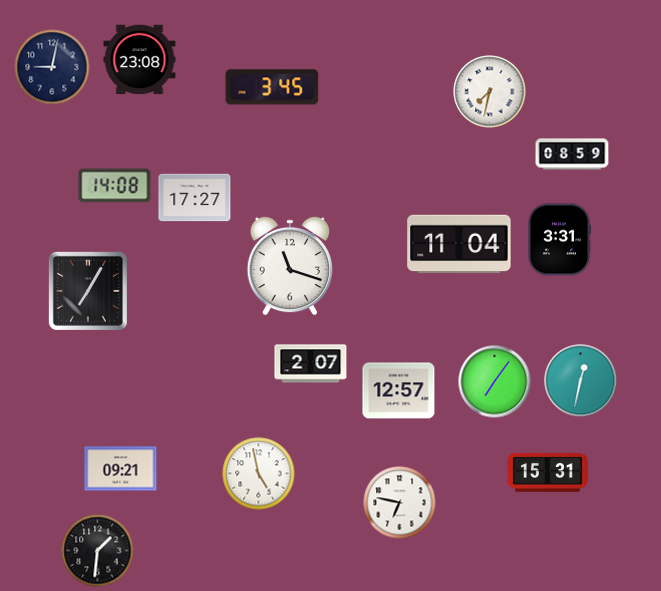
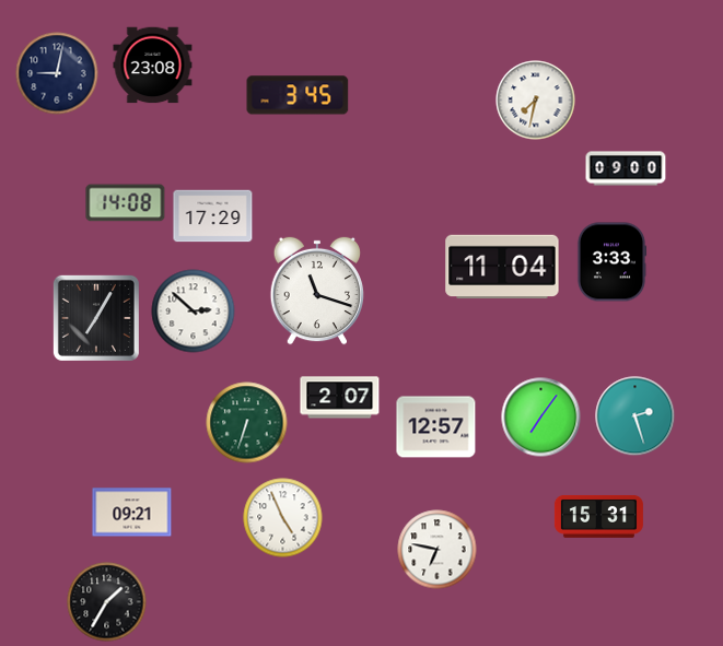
clock at (572, 154): 08:59 -> 09:00
clock at (195, 198): 17:27 -> 17:29
clock at (559, 240): 3:31 -> 3:33
clock at (194, 312): none -> 2:52
clock at (581, 381): 12:32 -> 2:27
clock at (247, 423): none -> 6:33
clock at (259, 474): 4:58 -> 4:56
clock at (98, 551): 1:31 -> 1:35
